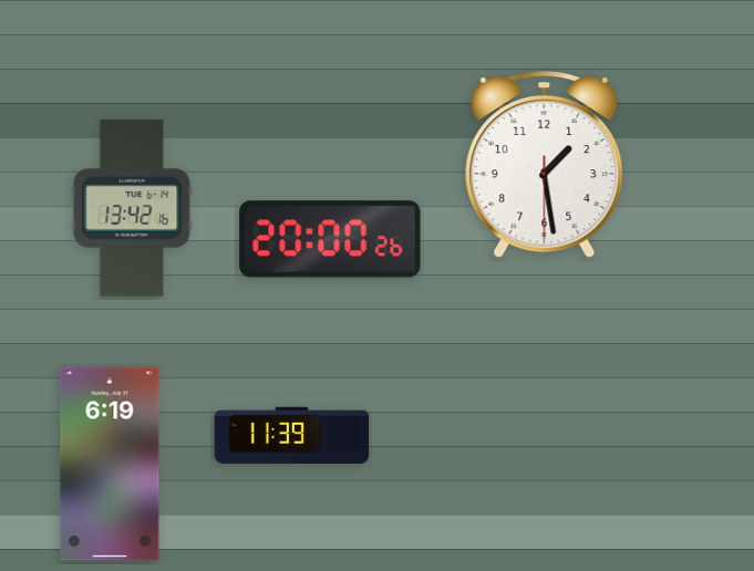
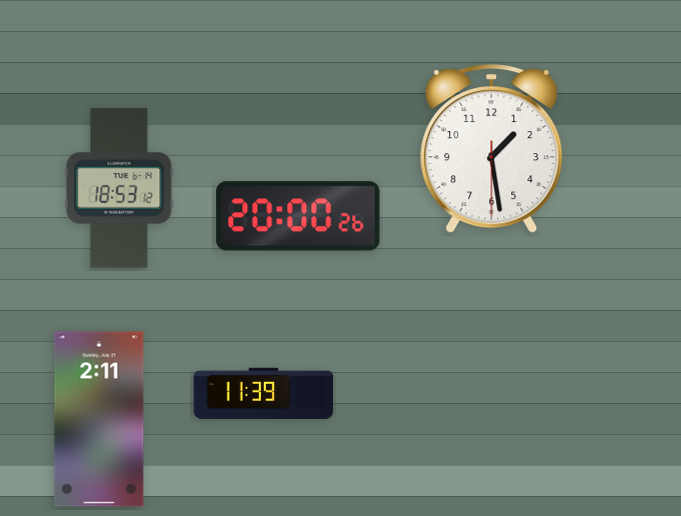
clock at (132, 208): 13:42 -> 18:53
clock at (110, 464): 6:19 -> 2:11
